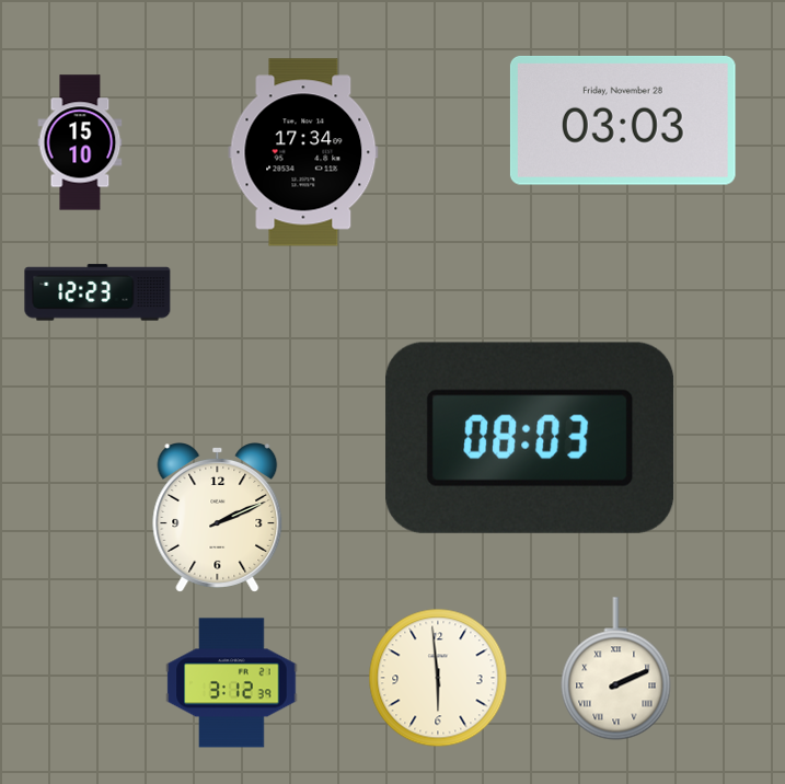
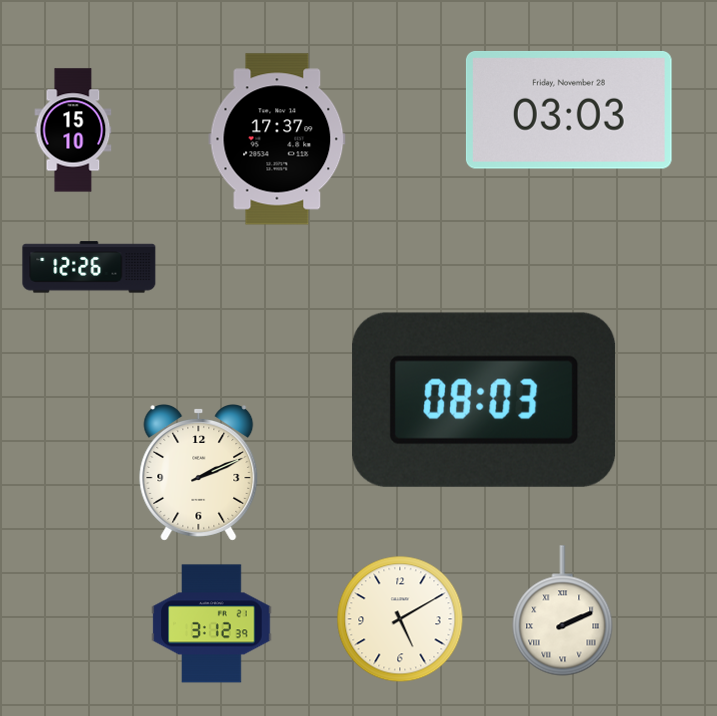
clock at (303, 152): 17:34 -> 17:37
clock at (97, 292): 12:23 -> 12:26
clock at (438, 678): 5:59 -> 5:10
